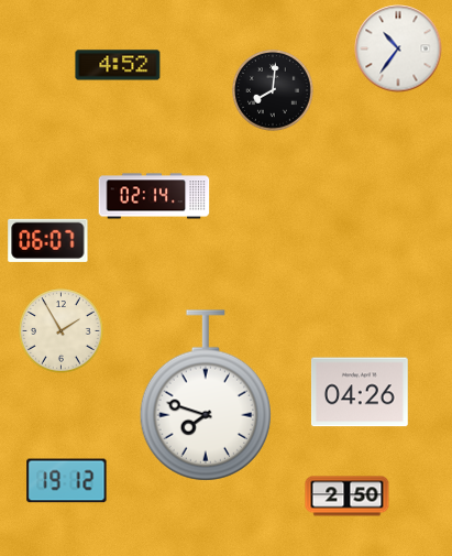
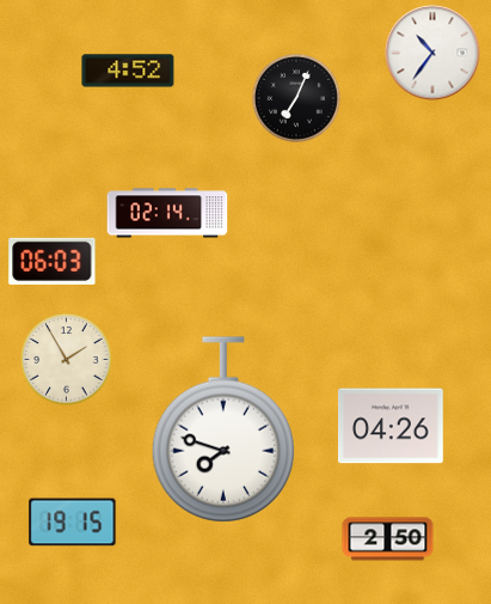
clock at (273, 90): 8:01 -> 7:04
clock at (48, 240): 06:07 -> 06:03
clock at (67, 481): 19:12 -> 19:15
clock at (348, 497) position: (348, 497) -> (388, 539)
